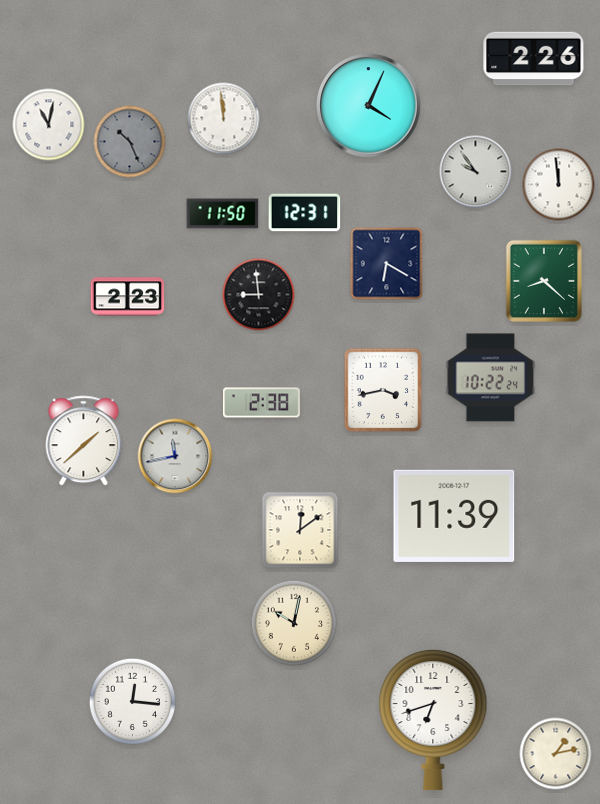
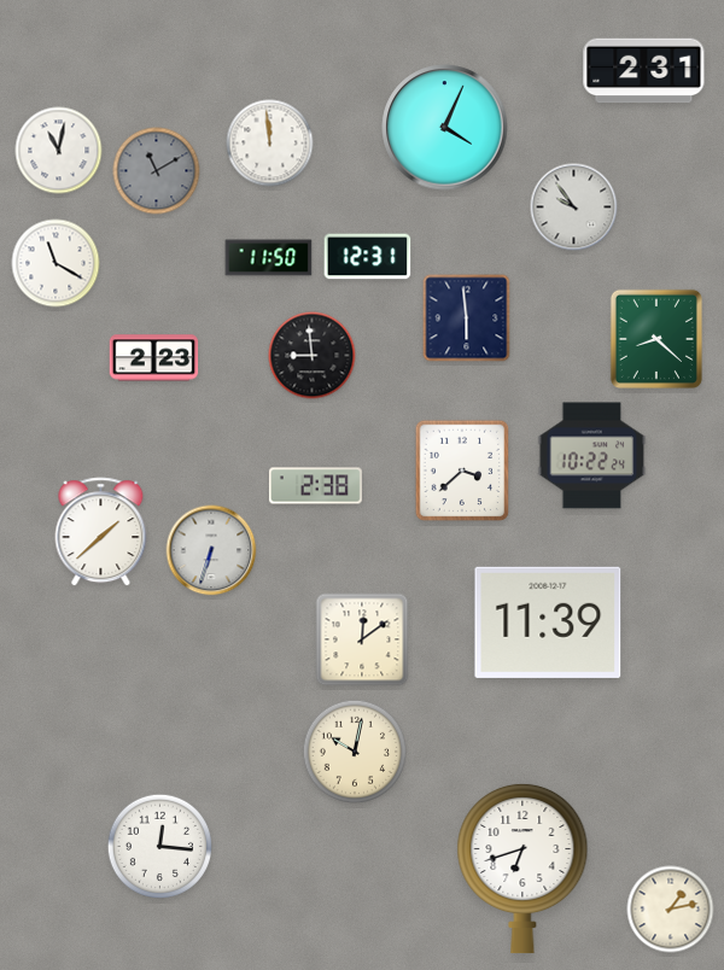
clock at (534, 59): 2:26 -> 2:31
clock at (130, 142): 10:26 -> 11:10
clock at (559, 185): 11:59 -> none
clock at (56, 263): none -> 11:20
clock at (387, 264): 6:20 -> 5:59
clock at (383, 390): 3:43 -> 3:38
clock at (175, 456): 11:43 -> 6:33
